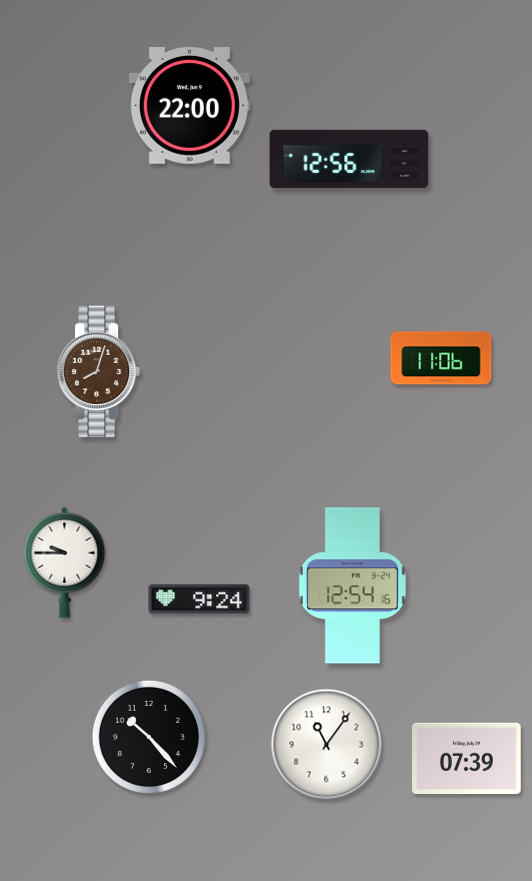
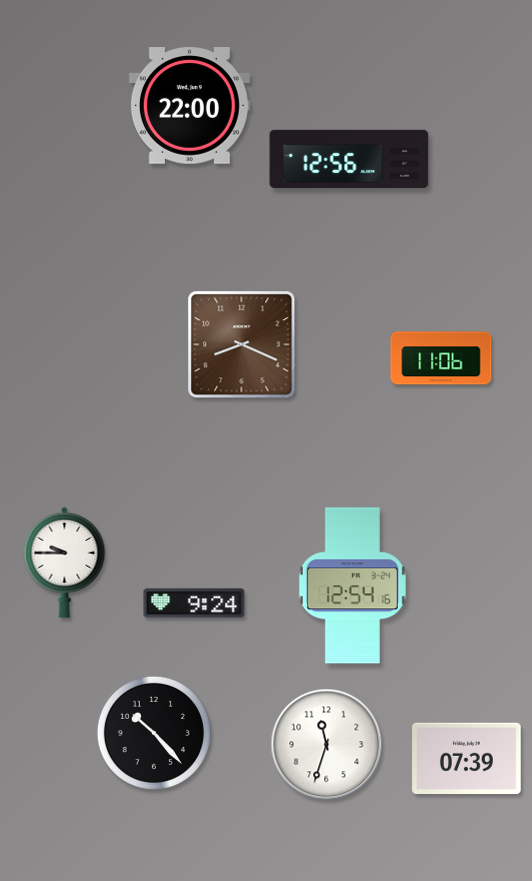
clock at (242, 345): none -> 8:19
clock at (99, 372): 8:03 -> none
clock at (199, 599) position: (199, 599) -> (194, 603)
clock at (149, 737) position: (149, 737) -> (154, 733)
clock at (327, 745): 11:06 -> 11:33
